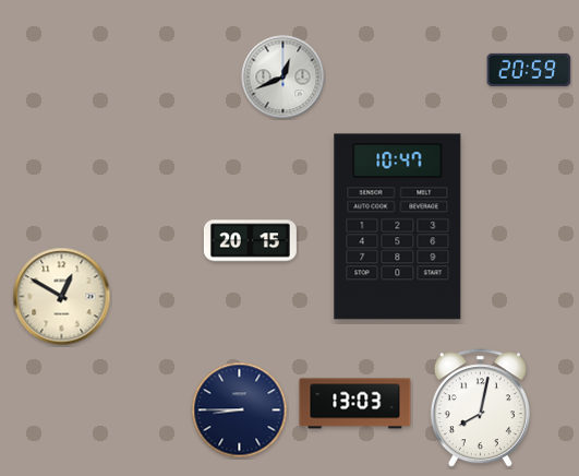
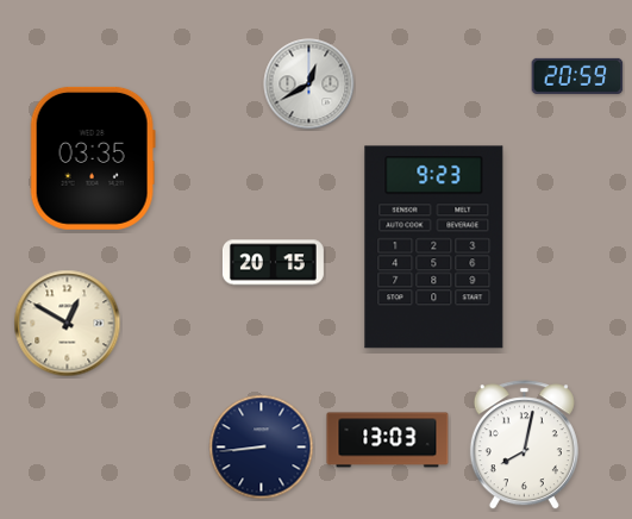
clock at (284, 78): 12:41 -> 12:40
clock at (93, 158): none -> 03:35
clock at (398, 227): 10:47 -> 9:23
clock at (240, 410): 8:45 -> 8:44
